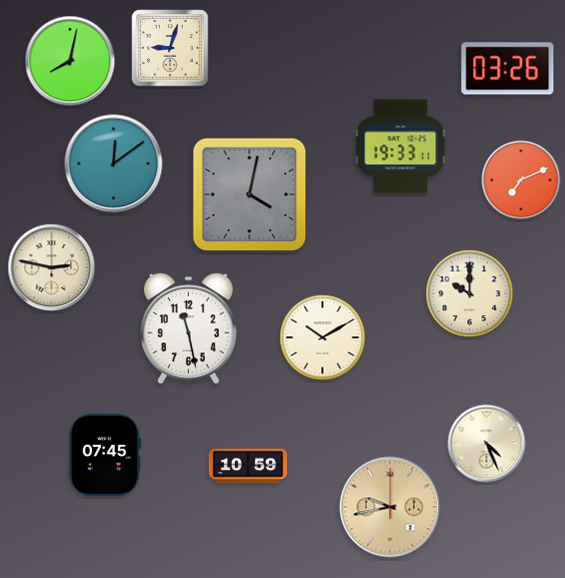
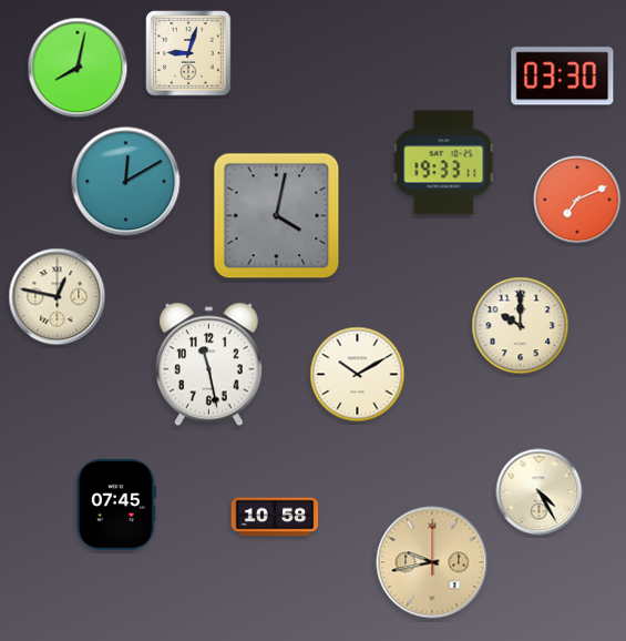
clock at (508, 69): 03:26 -> 03:30
clock at (114, 164): 12:09 -> 12:10
clock at (52, 268): 2:47 -> 12:47
clock at (487, 444): 4:26 -> 4:25
clock at (248, 466): 10:59 -> 10:58
